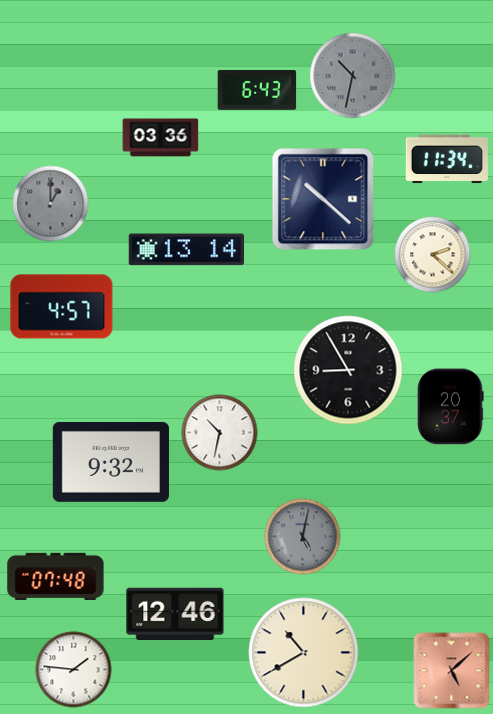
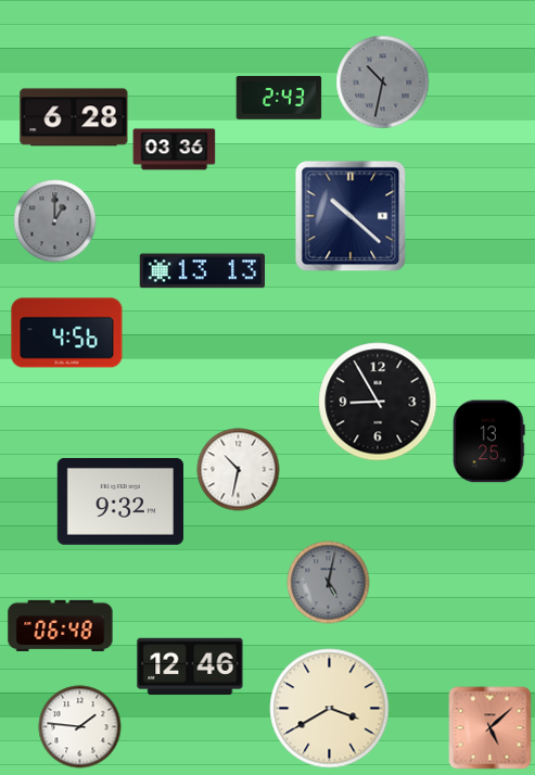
clock at (257, 91): 6:43 -> 2:43
clock at (74, 117): none -> 6:28
clock at (447, 159): 11:34 -> none
clock at (186, 250): 13:14 -> 13:13
clock at (433, 255): 2:22 -> none
clock at (62, 307): 4:57 -> 4:56
clock at (451, 407): 20:37 -> 13:25
clock at (56, 576): 07:48 -> 06:48
clock at (304, 653): 10:40 -> 3:40
